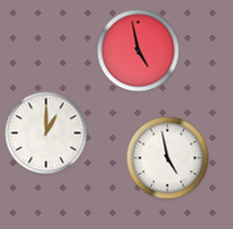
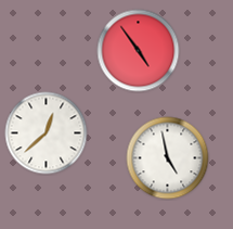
clock at (139, 51): 4:58 -> 4:54
clock at (47, 133): 1:00 -> 12:38
